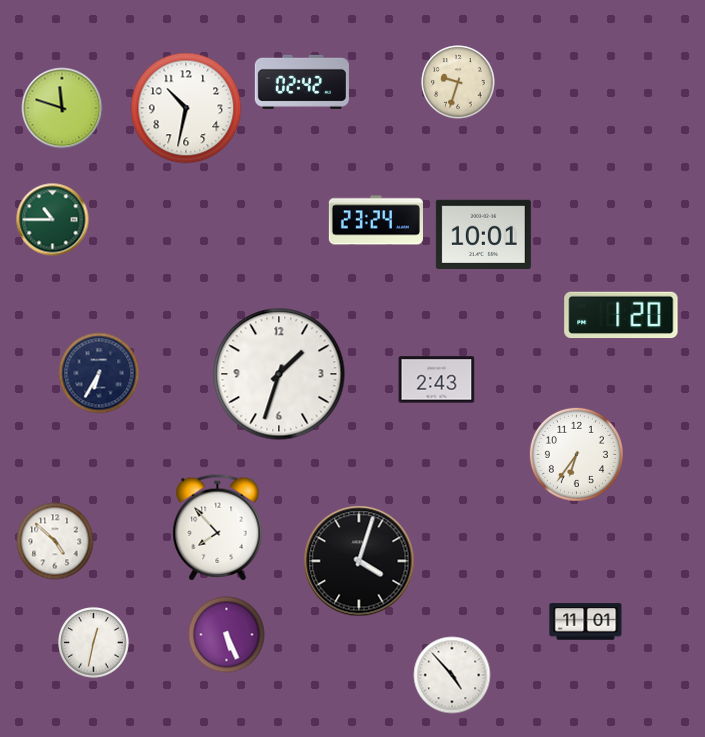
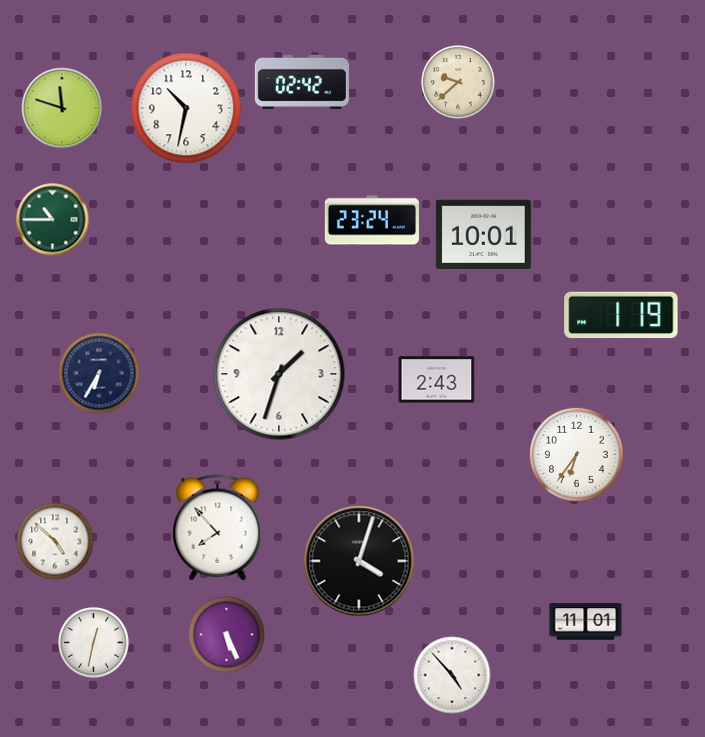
clock at (458, 82): 9:33 -> 9:38
clock at (376, 220) position: (376, 220) -> (372, 220)
clock at (621, 315): 1:20 -> 1:19
